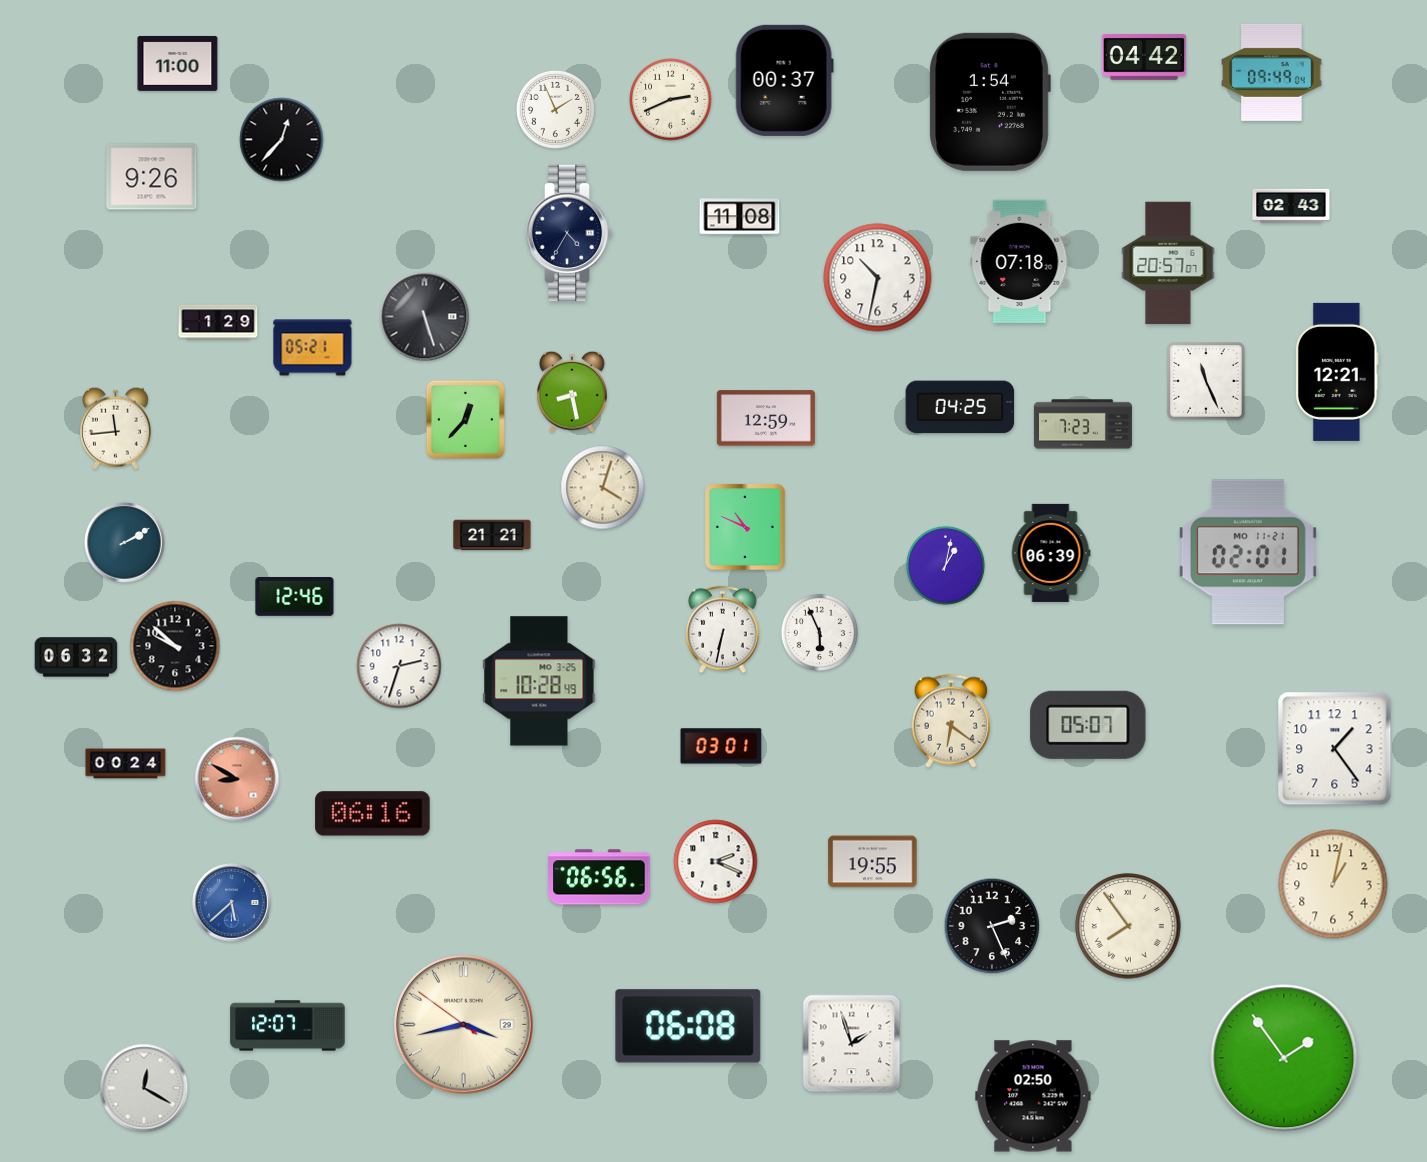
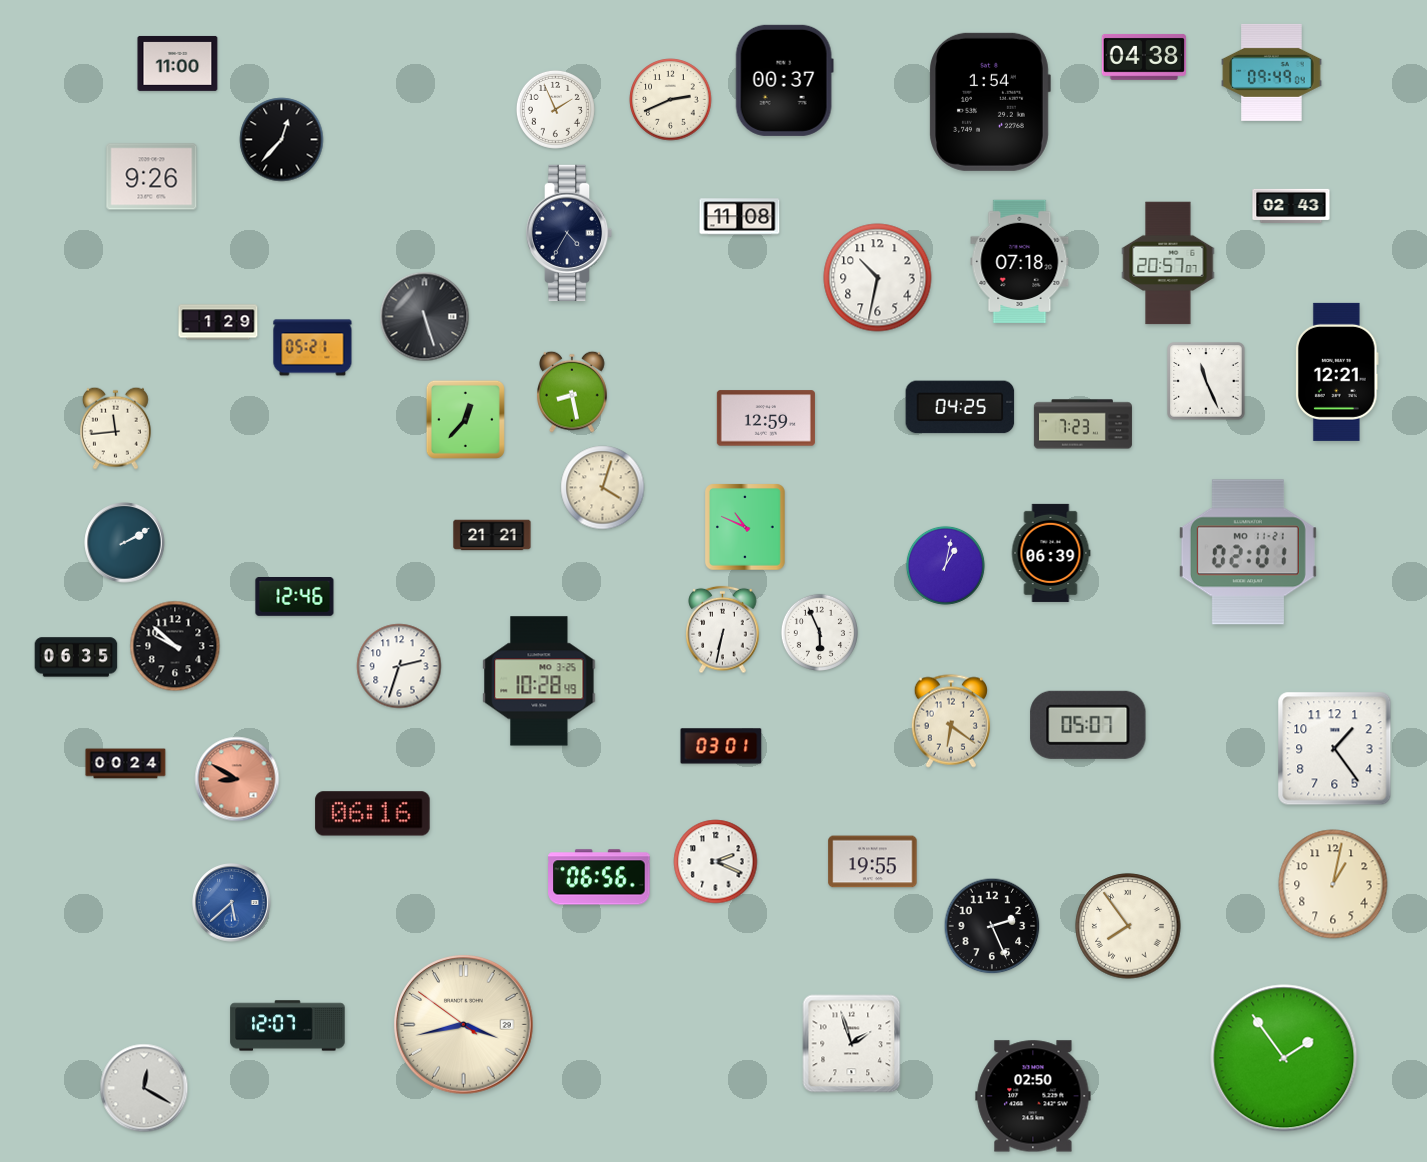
clock at (1143, 57): 04:42 -> 04:38
clock at (76, 657): 06:32 -> 06:35
clock at (688, 1026): 06:08 -> none
